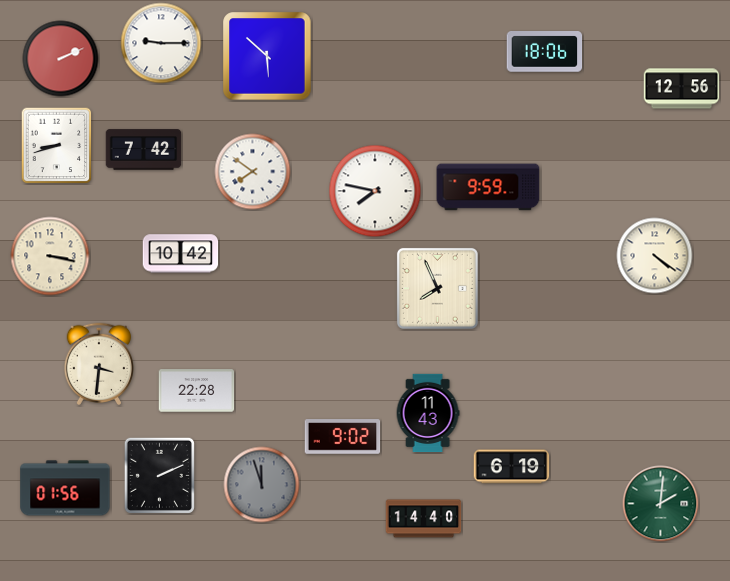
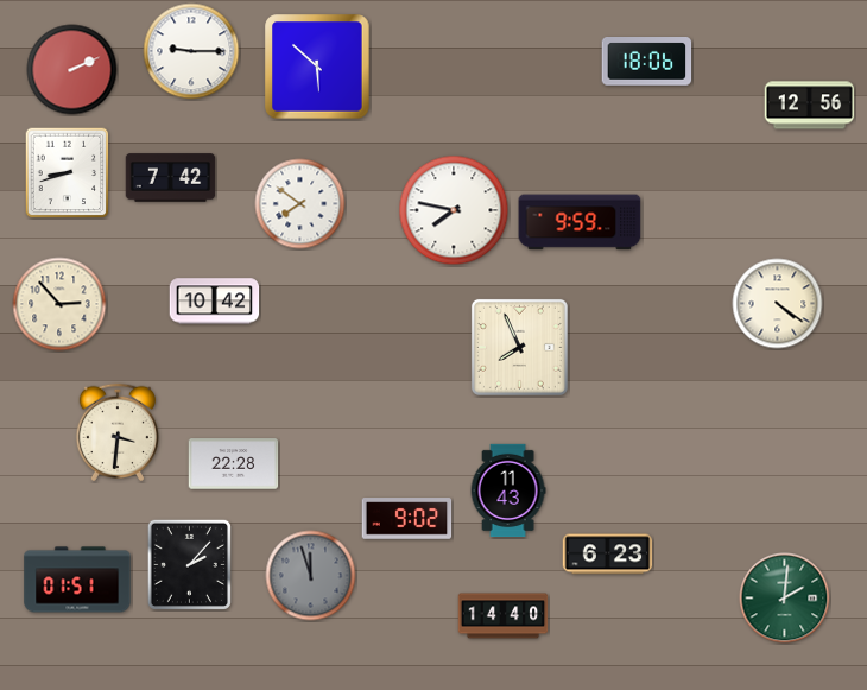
clock at (375, 191) position: (375, 191) -> (454, 210)
clock at (50, 256): 3:17 -> 2:53
clock at (437, 288) position: (437, 288) -> (519, 347)
clock at (512, 467): 6:19 -> 6:23
clock at (159, 475): 2:11 -> 2:07
clock at (65, 488): 01:56 -> 01:51
